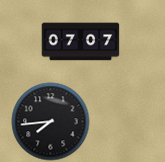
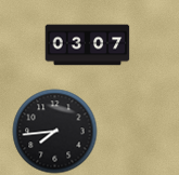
clock at (80, 42): 07:07 -> 03:07
